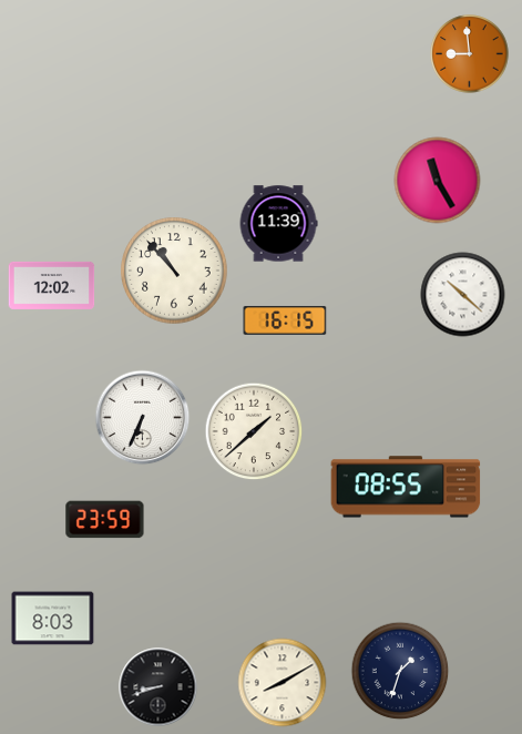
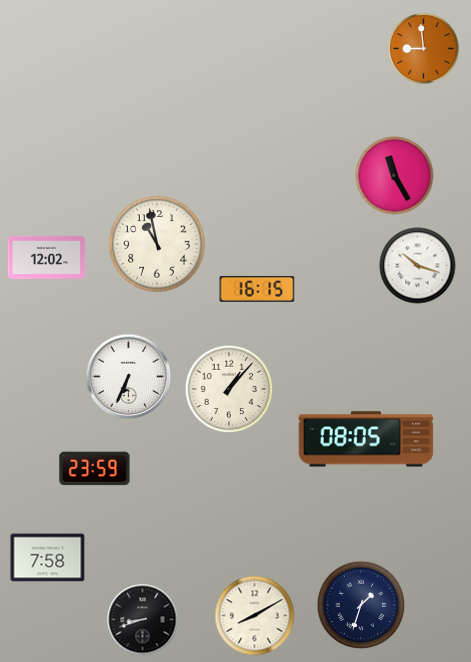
clock at (438, 181) position: (438, 181) -> (395, 176)
clock at (278, 224): 11:39 -> none
clock at (174, 271): 10:53 -> 10:58
clock at (463, 295): 10:22 -> 10:18
clock at (254, 431): 1:38 -> 1:07
clock at (406, 487): 08:55 -> 08:05
clock at (53, 619): 8:03 -> 7:58
